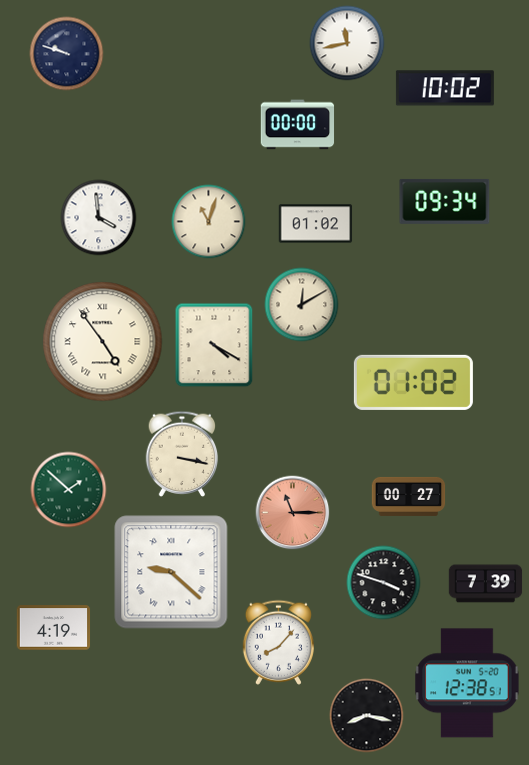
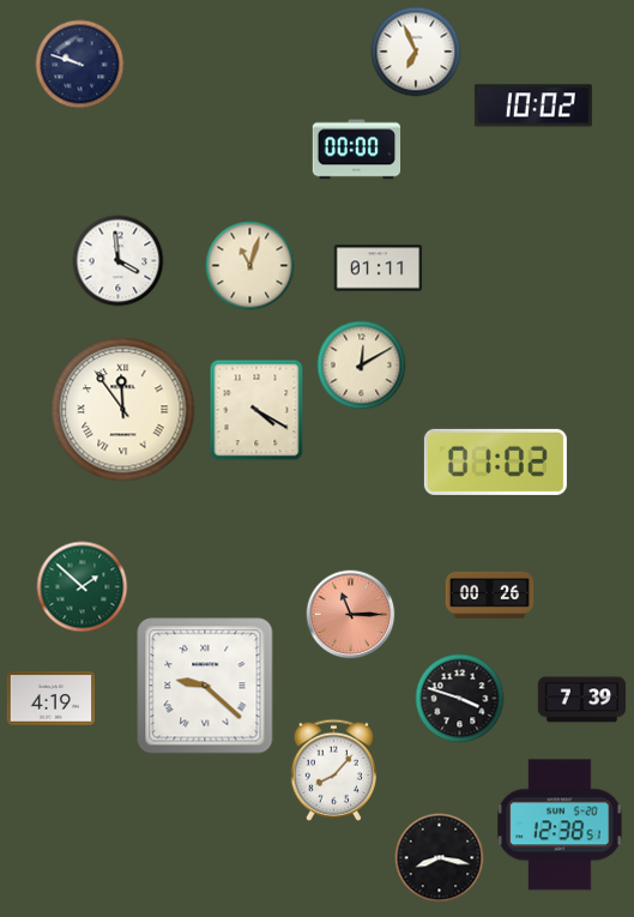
clock at (347, 43): 11:43 -> 6:56
clock at (445, 201): 09:34 -> none
clock at (316, 224): 01:02 -> 01:11
clock at (103, 342): 4:54 -> 11:54
clock at (214, 345) position: (214, 345) -> (256, 410)
clock at (413, 382) position: (413, 382) -> (495, 461)
clock at (182, 454): 3:17 -> none
clock at (409, 496): 00:27 -> 00:26
clock at (54, 628) position: (54, 628) -> (52, 699)
clock at (467, 683) position: (467, 683) -> (560, 825)
